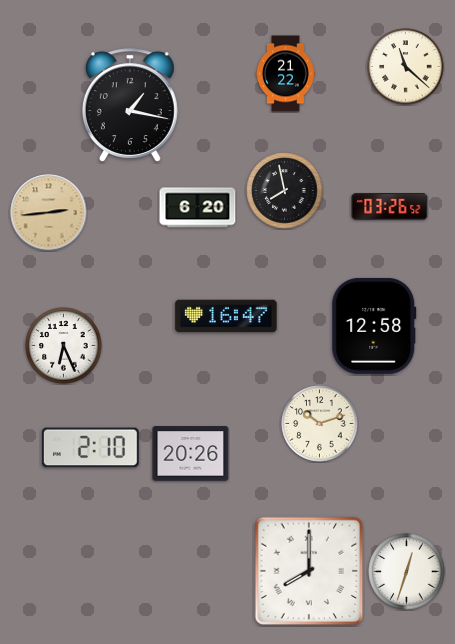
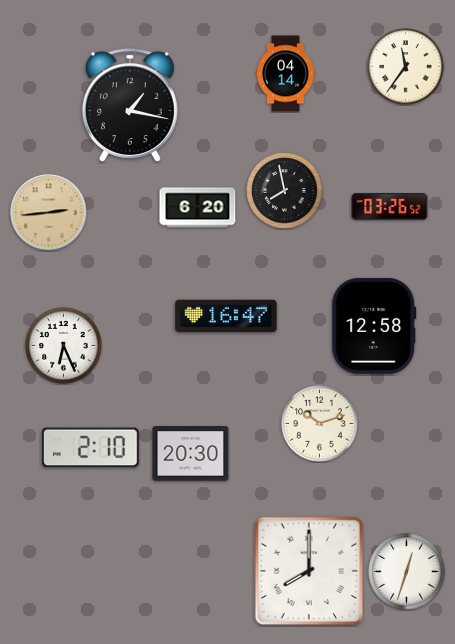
clock at (406, 67): 11:22 -> 11:36
clock at (286, 74): 21:22 -> 04:14
clock at (191, 454): 20:26 -> 20:30
